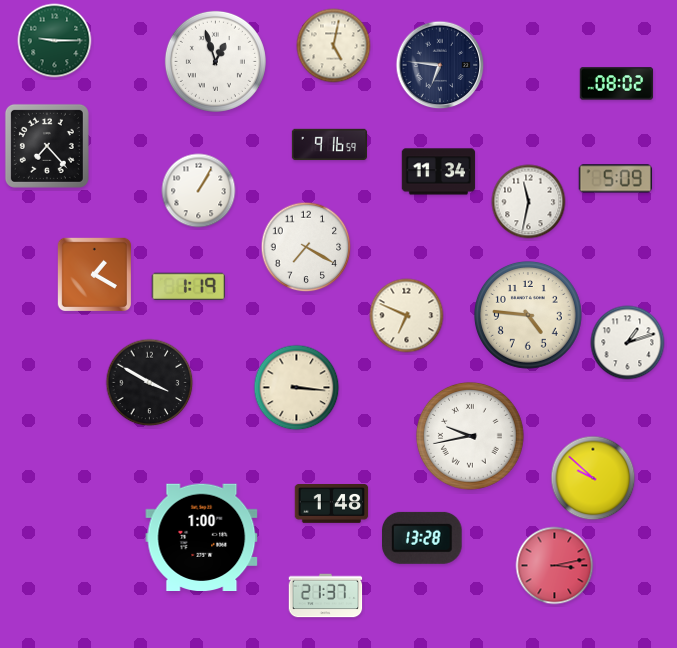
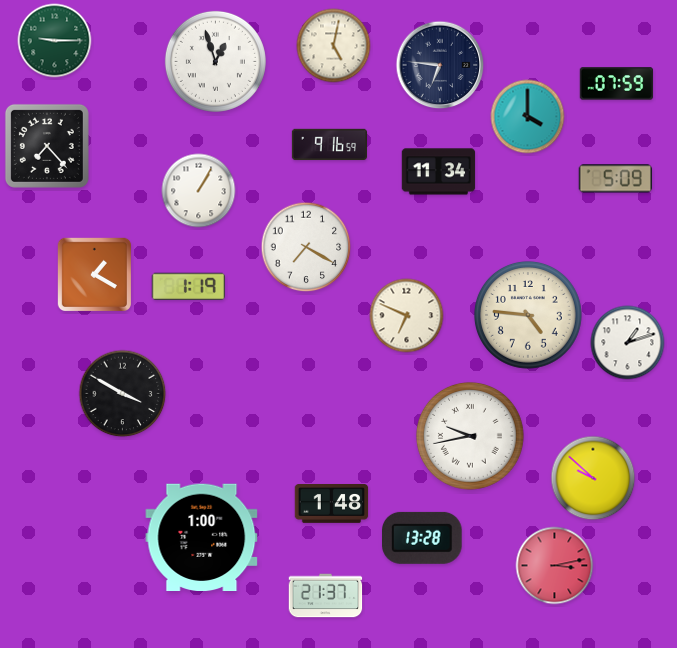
clock at (617, 84): 08:02 -> 07:59
clock at (528, 117): none -> 4:00
clock at (529, 202): 11:32 -> none
clock at (150, 383) position: (150, 383) -> (123, 394)
clock at (297, 388): 3:16 -> none
